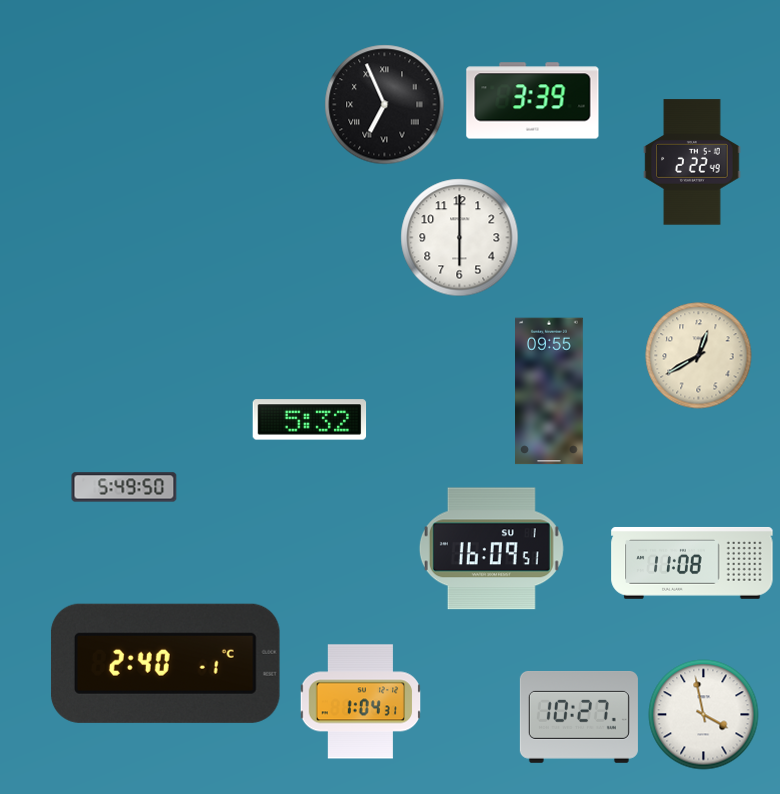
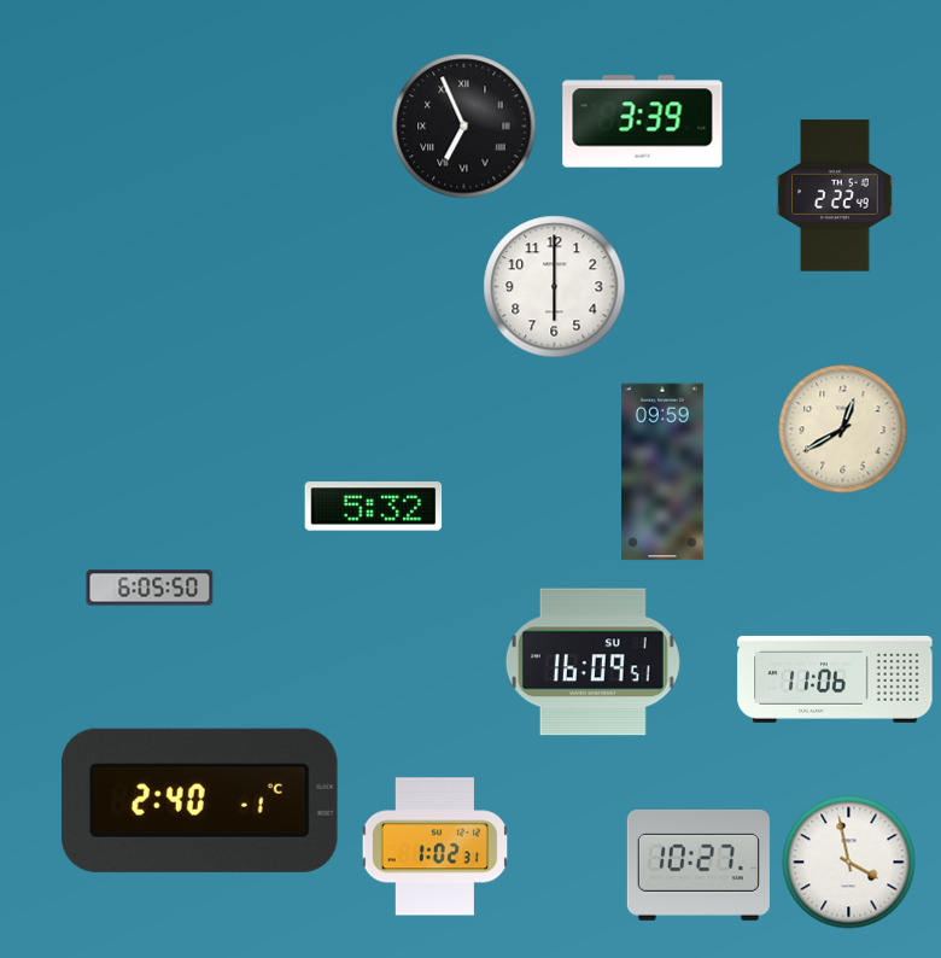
clock at (550, 391): 09:55 -> 09:59
clock at (124, 487): 5:49 -> 6:05
clock at (692, 563): 11:08 -> 11:06
clock at (361, 702): 1:04 -> 1:02
